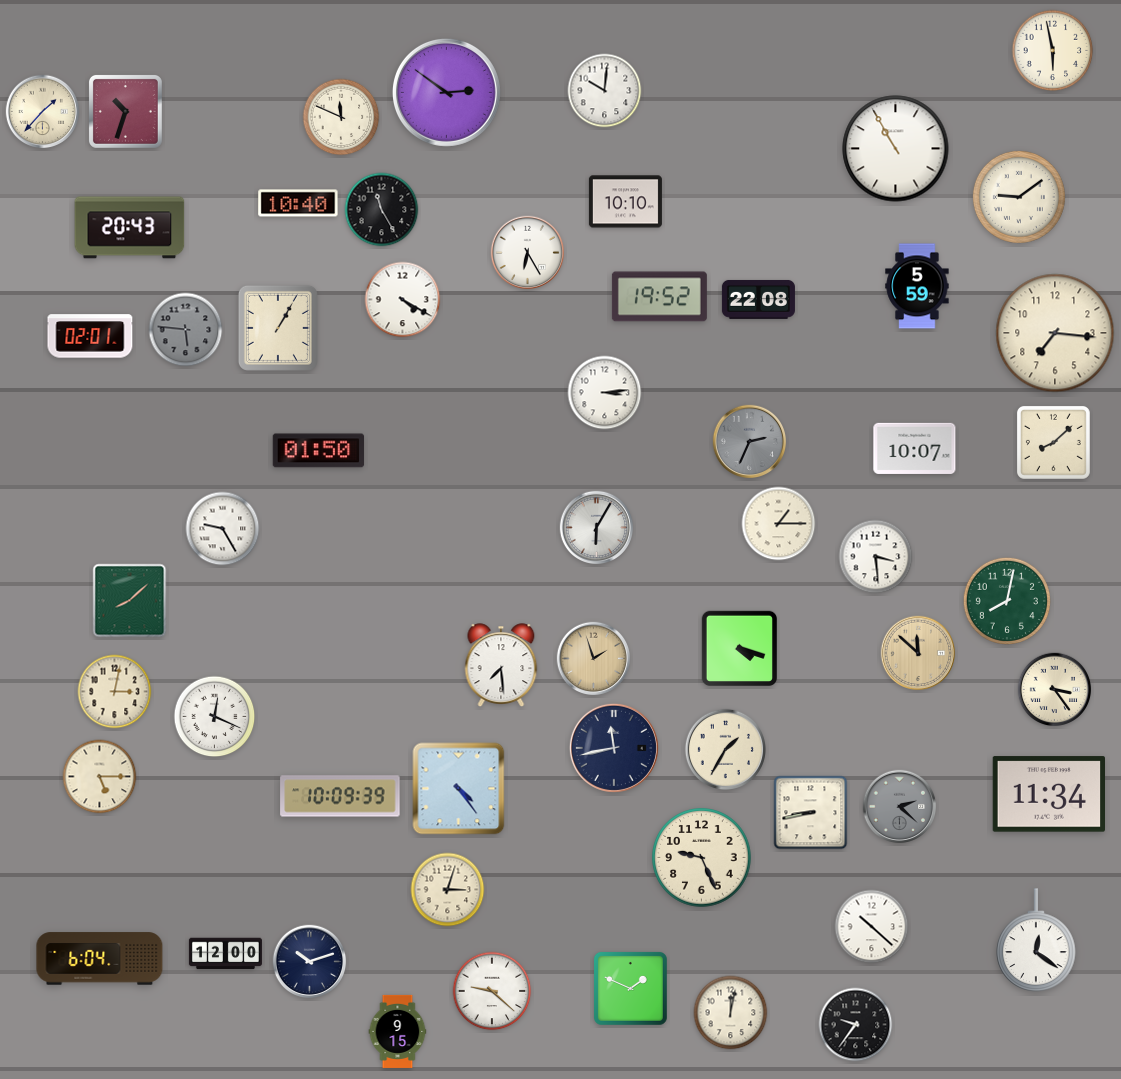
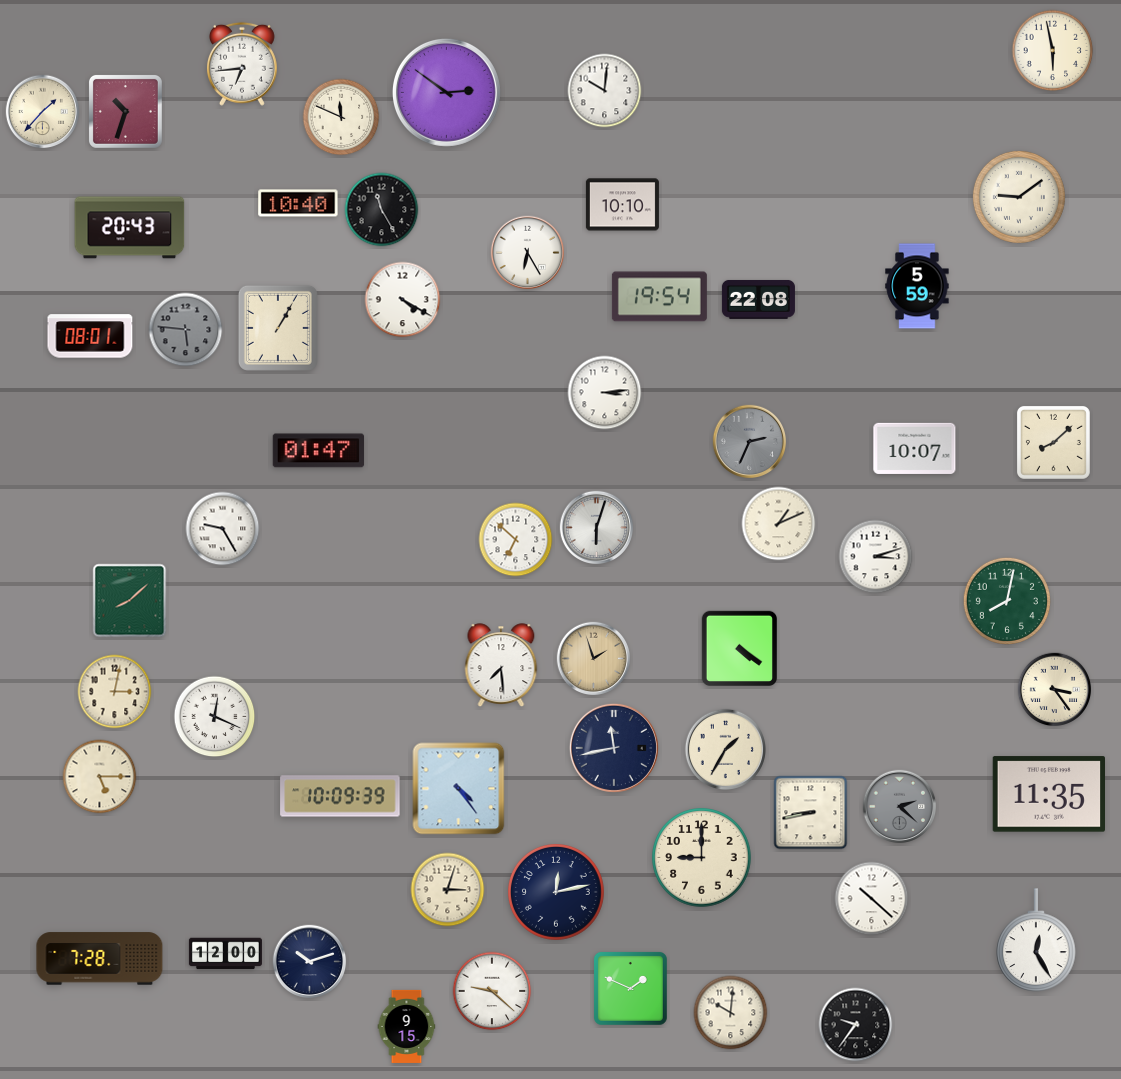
clock at (242, 64): none -> 6:44
clock at (896, 149): 10:55 -> none
clock at (625, 202) position: (625, 202) -> (622, 205)
clock at (659, 297): 19:52 -> 19:54
clock at (1055, 333): 7:16 -> none
clock at (90, 336): 02:01 -> 08:01
clock at (319, 451): 01:50 -> 01:47
clock at (779, 524): 1:15 -> 1:11
clock at (597, 528): 6:05 -> 6:03
clock at (516, 540): none -> 6:52
clock at (876, 557): 3:29 -> 3:12
clock at (739, 648): 4:18 -> 4:21
clock at (918, 653): 11:52 -> none
clock at (1048, 794): 11:34 -> 11:35
clock at (702, 858): 9:26 -> 9:00
clock at (557, 893): none -> 12:13
clock at (872, 927) position: (872, 927) -> (872, 899)
clock at (1036, 940): 12:21 -> 12:25
clock at (100, 959): 6:04 -> 7:28
clock at (731, 1013): 12:02 -> 10:01
clock at (398, 1031) position: (398, 1031) -> (407, 1026)
